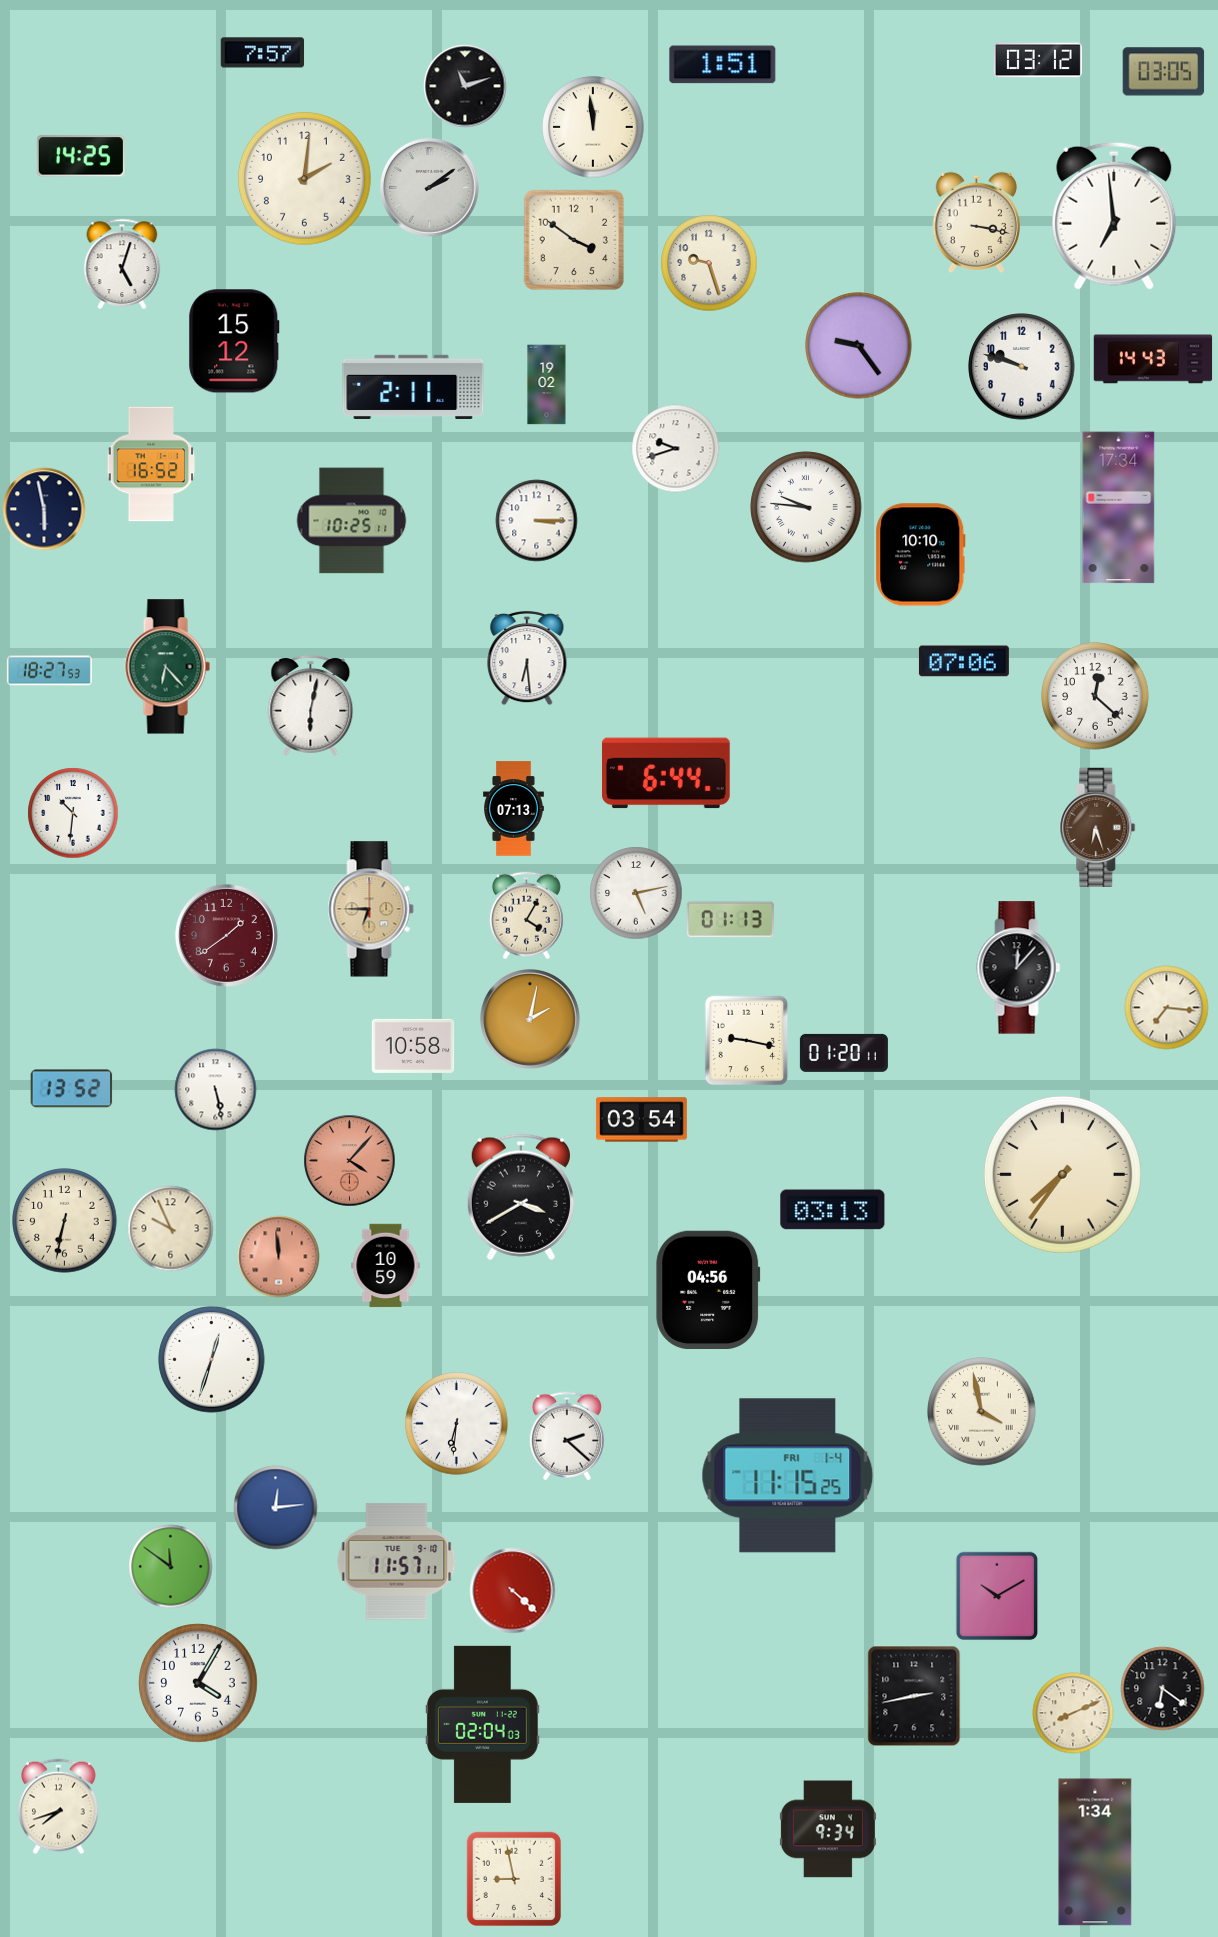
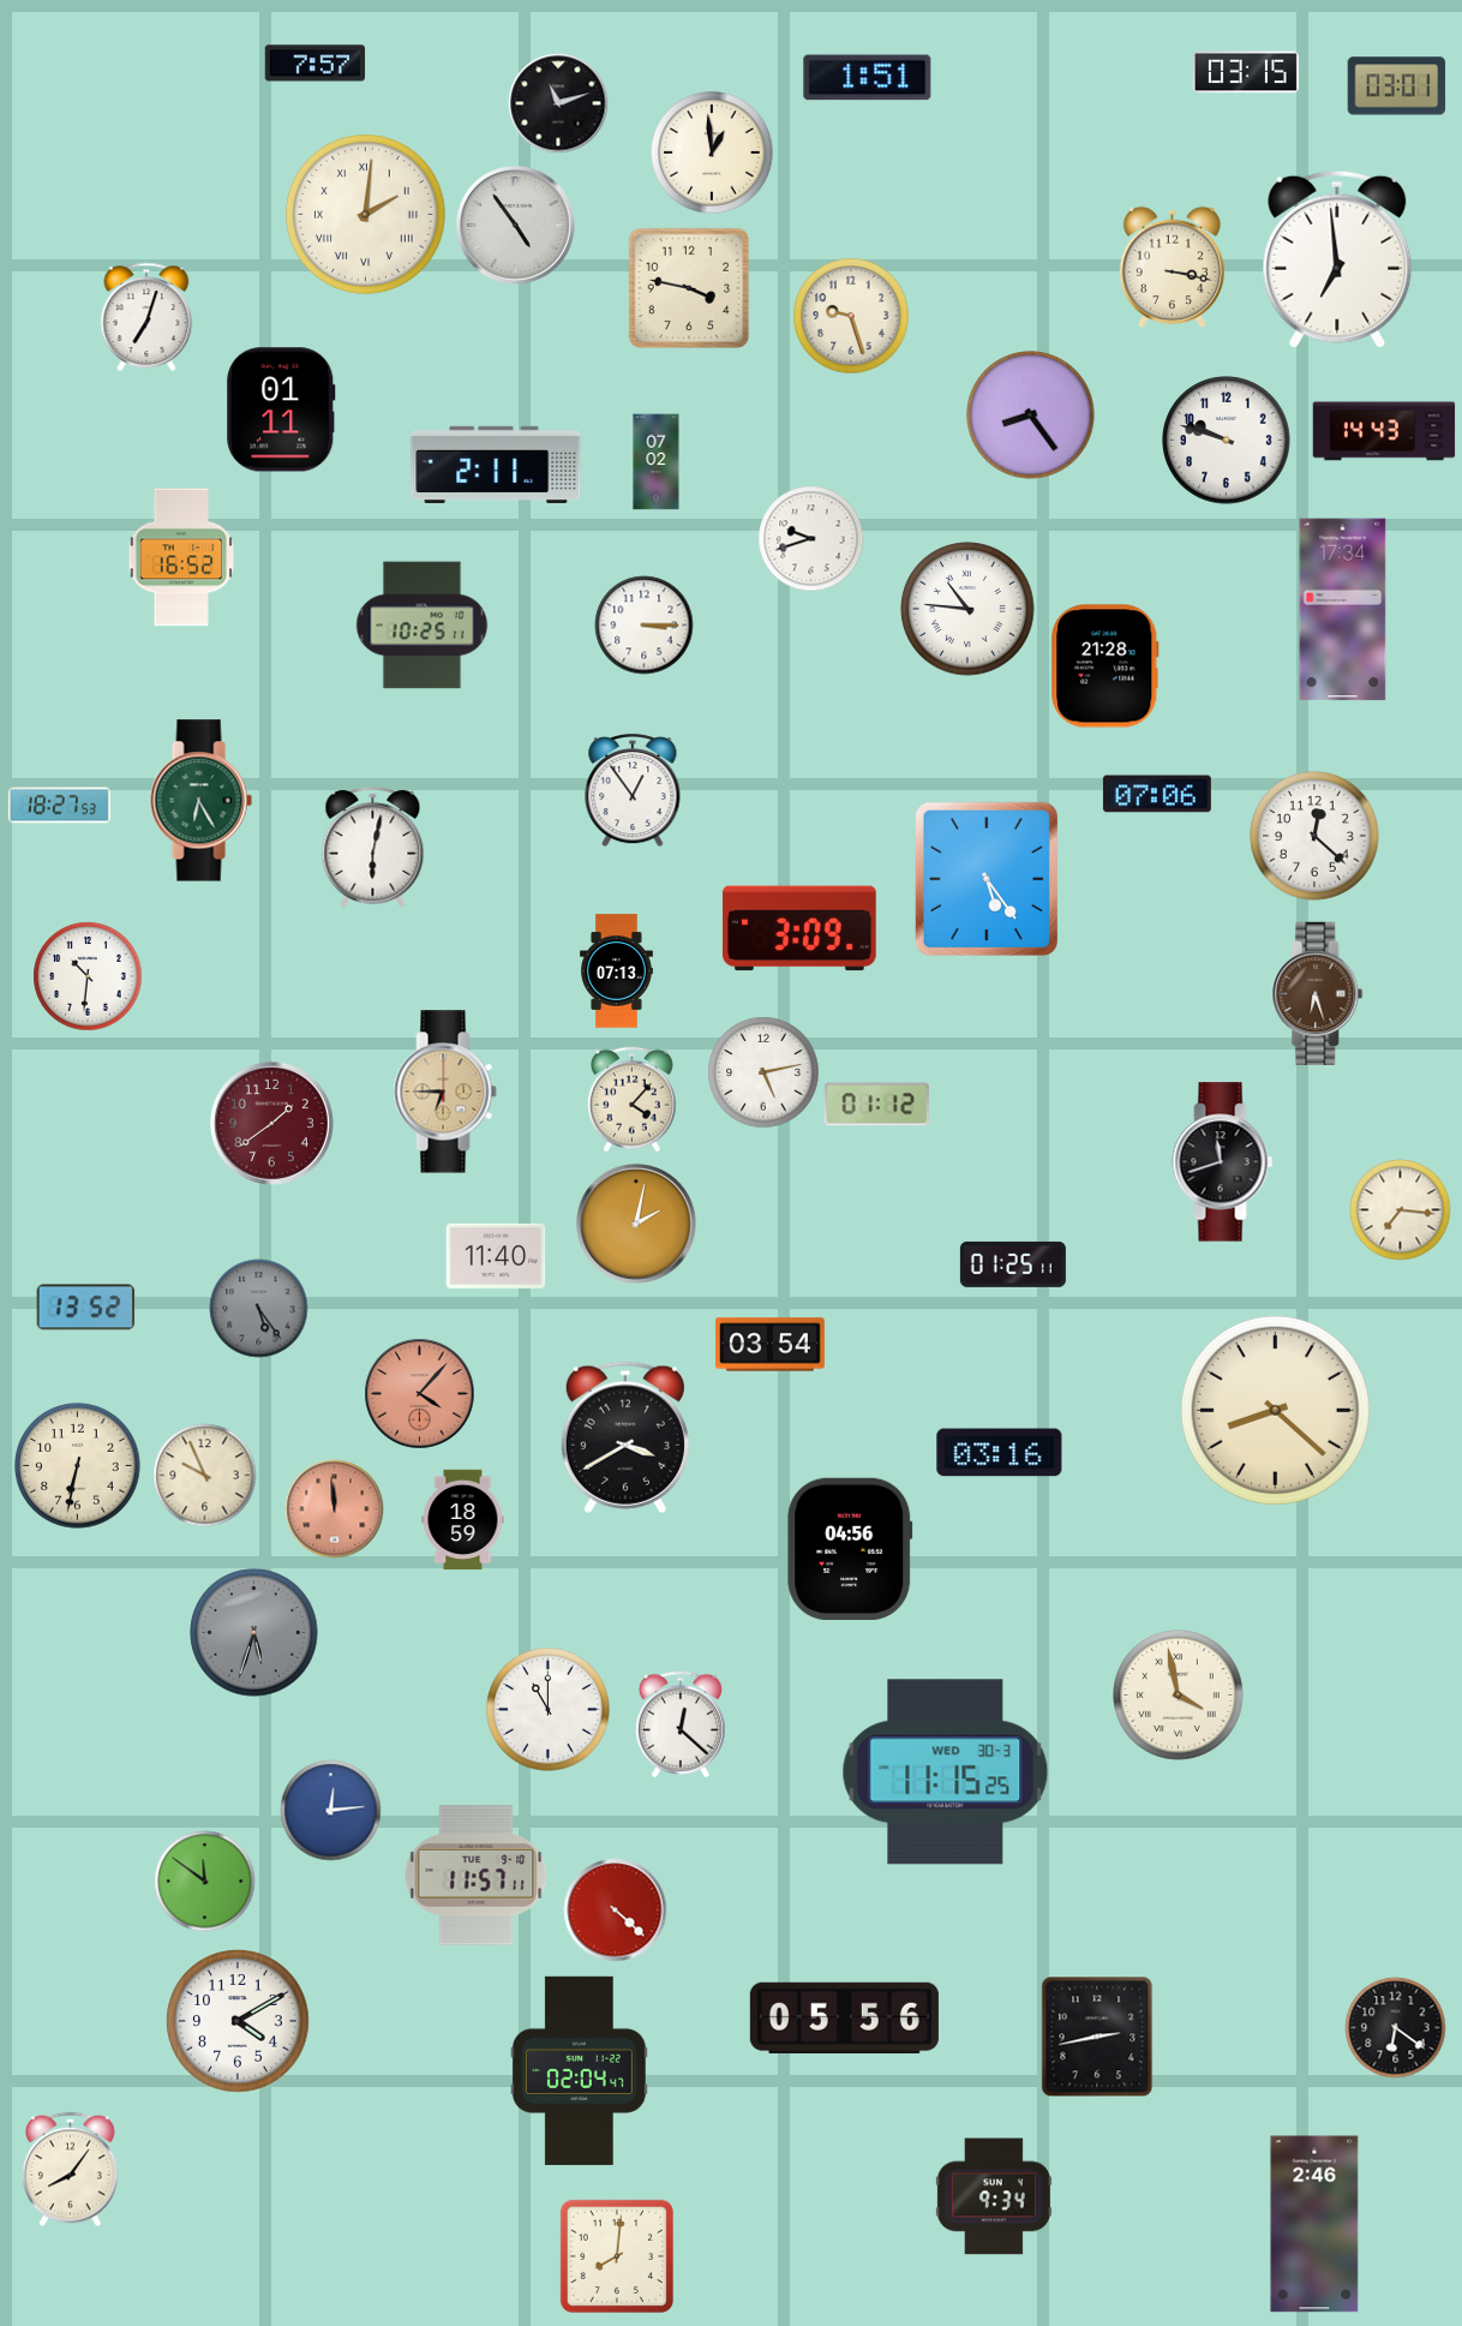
clock at (1038, 60): 03:12 -> 03:15
clock at (1164, 72): 03:05 -> 03:01
clock at (593, 127): 11:59 -> 12:59
clock at (81, 156): 14:25 -> none
clock at (305, 179) numerals: Arabic -> Roman
clock at (430, 188): 2:09 -> 4:54
clock at (574, 240): 3:51 -> 3:47
clock at (122, 264): 5:03 -> 7:03
clock at (234, 341): 15:12 -> 01:11
clock at (859, 346): 9:24 -> 8:24
clock at (547, 385): 19:02 -> 07:02
clock at (806, 507): 9:46 -> 10:46
clock at (44, 509): 5:58 -> none
clock at (921, 555): 10:10 -> 21:28
clock at (527, 658): 6:29 -> 12:54
clock at (167, 667): 6:23 -> 6:25
clock at (987, 879): none -> 5:24
clock at (666, 773): 6:44 -> 3:09
clock at (526, 916): 4:05 -> 4:07
clock at (730, 920): 01:13 -> 01:12
clock at (1019, 968): 12:07 -> 11:42
clock at (747, 1041): 9:17 -> none
clock at (413, 1046): 10:58 -> 11:40
clock at (844, 1053): 01:20 -> 01:25
clock at (216, 1090): 5:28 -> 5:24
clock at (216, 1090) dial: white -> grey
clock at (1062, 1174): 7:36 -> 8:22
clock at (833, 1210): 03:13 -> 03:16
clock at (386, 1266): 10:59 -> 18:59
clock at (212, 1360): 12:33 -> 5:33
clock at (212, 1360) dial: white -> grey
clock at (457, 1424): 6:31 -> 11:00
clock at (567, 1436): 2:22 -> 12:22
clock at (788, 1476) date: FRI 1-4 -> WED 30-3
clock at (997, 1596): 10:10 -> none
clock at (844, 2017): none -> 05:56
clock at (198, 1683): 4:05 -> 4:10
clock at (1073, 1713): 8:11 -> none
clock at (482, 1724): 02:04:03 -> 02:04:47
clock at (59, 1807): 7:42 -> 8:06
clock at (1095, 1852): 1:34 -> 2:46
clock at (514, 1879): 8:58 -> 8:01
